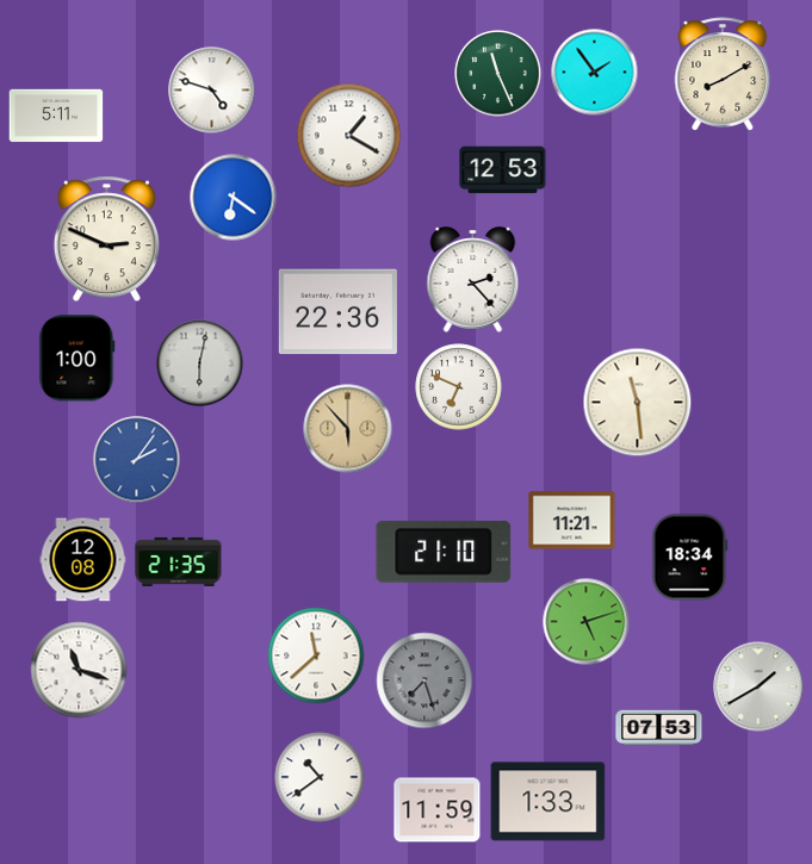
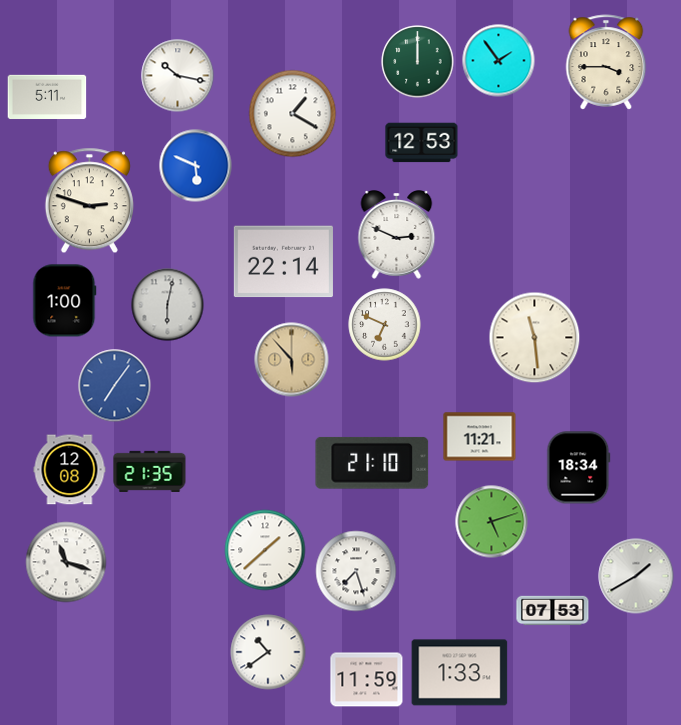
clock at (498, 74): 11:26 -> 12:00
clock at (723, 74): 8:10 -> 3:45
clock at (212, 91): 4:48 -> 10:17
clock at (234, 198): 6:21 -> 5:49
clock at (106, 240): 2:49 -> 2:48
clock at (473, 280): 2:23 -> 2:49
clock at (337, 312): 22:36 -> 22:14
clock at (137, 460): 2:06 -> 7:06
clock at (316, 655): 11:38 -> 1:38
clock at (424, 680) dial: grey -> white
